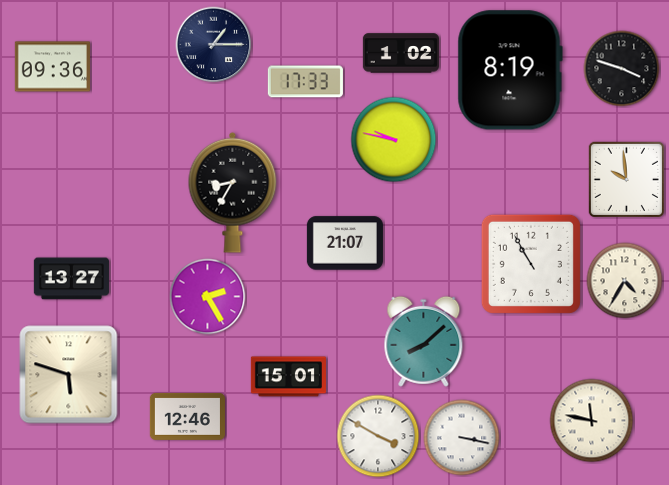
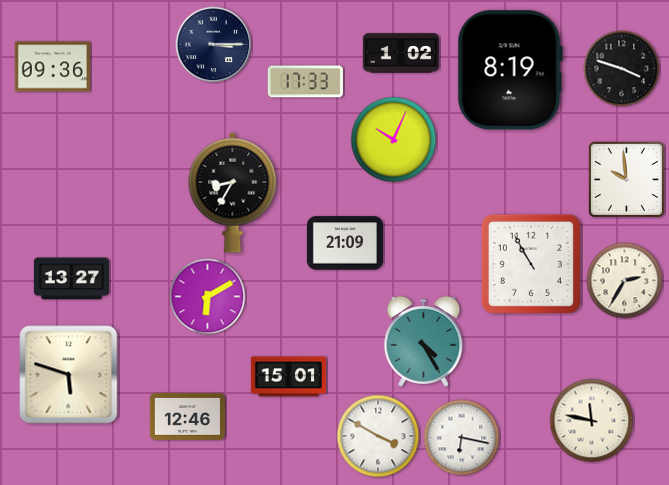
clock at (214, 45): 1:15 -> 3:15
clock at (394, 140): 9:47 -> 10:04
clock at (345, 243): 21:07 -> 21:09
clock at (625, 281): 4:35 -> 2:35
clock at (208, 297): 2:25 -> 6:10
clock at (424, 341): 8:08 -> 4:25
clock at (462, 438): 3:17 -> 6:17
